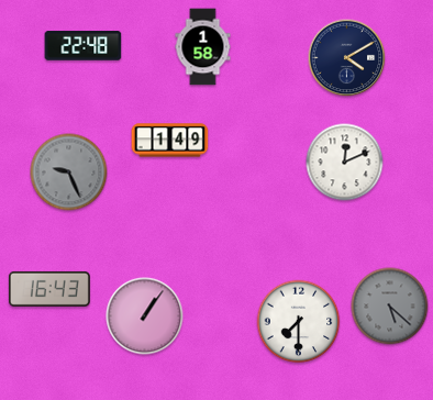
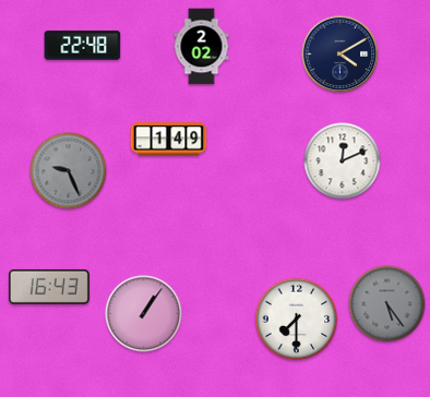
clock at (203, 47): 1:58 -> 2:02
clock at (347, 58) position: (347, 58) -> (341, 55)
clock at (390, 307): 5:22 -> 5:24
